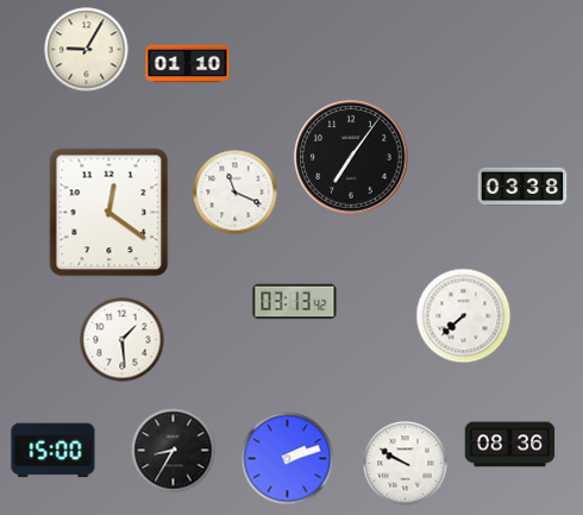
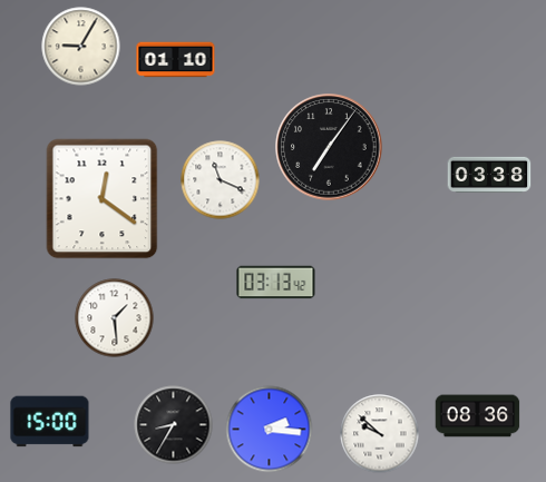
clock at (464, 316): 7:38 -> none
clock at (174, 451) position: (174, 451) -> (174, 425)
clock at (288, 459): 2:12 -> 2:16
clock at (406, 464): 9:50 -> 9:52
